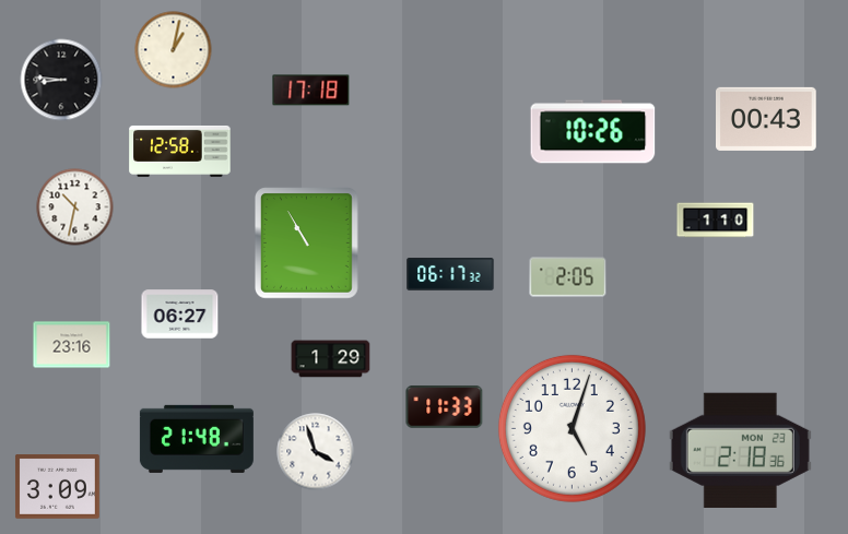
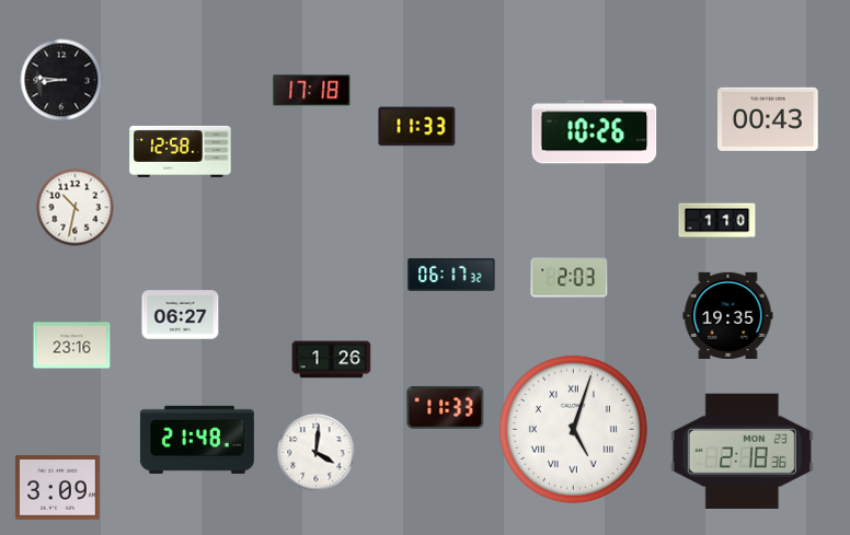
clock at (174, 50): 1:02 -> none
clock at (417, 127): none -> 11:33
clock at (307, 244): 10:55 -> none
clock at (568, 277): 2:05 -> 2:03
clock at (728, 315): none -> 19:35
clock at (331, 359): 1:29 -> 1:26
clock at (572, 428) numerals: Arabic -> Roman
clock at (316, 452): 3:57 -> 4:01
